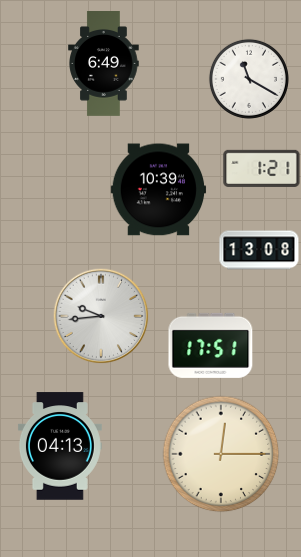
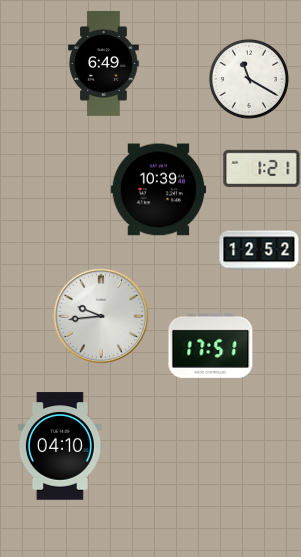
clock at (259, 250): 13:08 -> 12:52
clock at (60, 446): 04:13 -> 04:10
clock at (221, 454): 12:15 -> none
